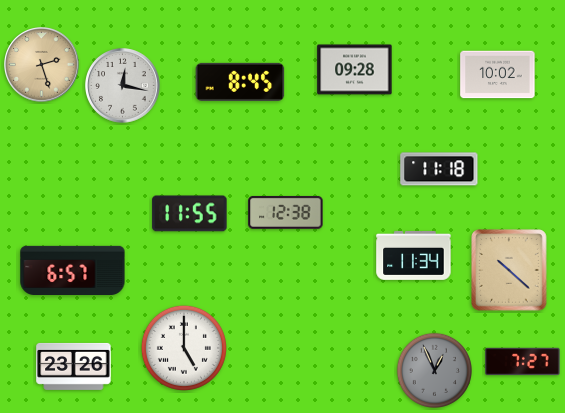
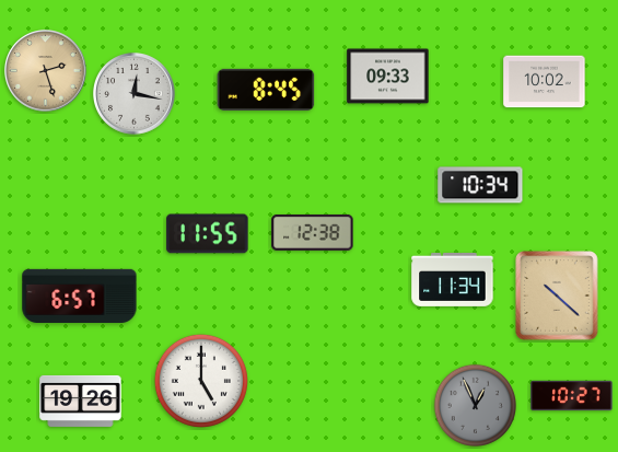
clock at (355, 70): 09:28 -> 09:33
clock at (240, 82) position: (240, 82) -> (266, 90)
clock at (439, 169): 11:18 -> 10:34
clock at (523, 362): 7:27 -> 10:27
clock at (74, 366): 23:26 -> 19:26
